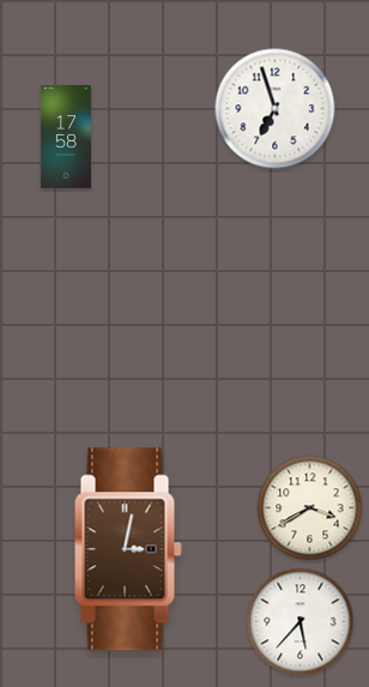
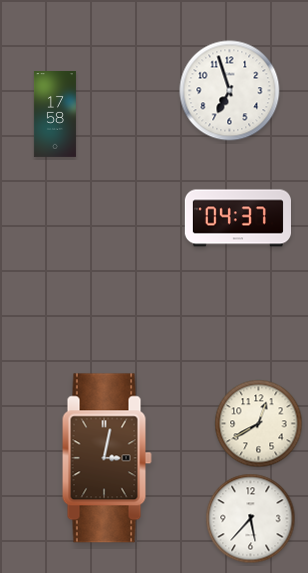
clock at (237, 218): none -> 04:37
clock at (310, 508): 3:40 -> 12:40
